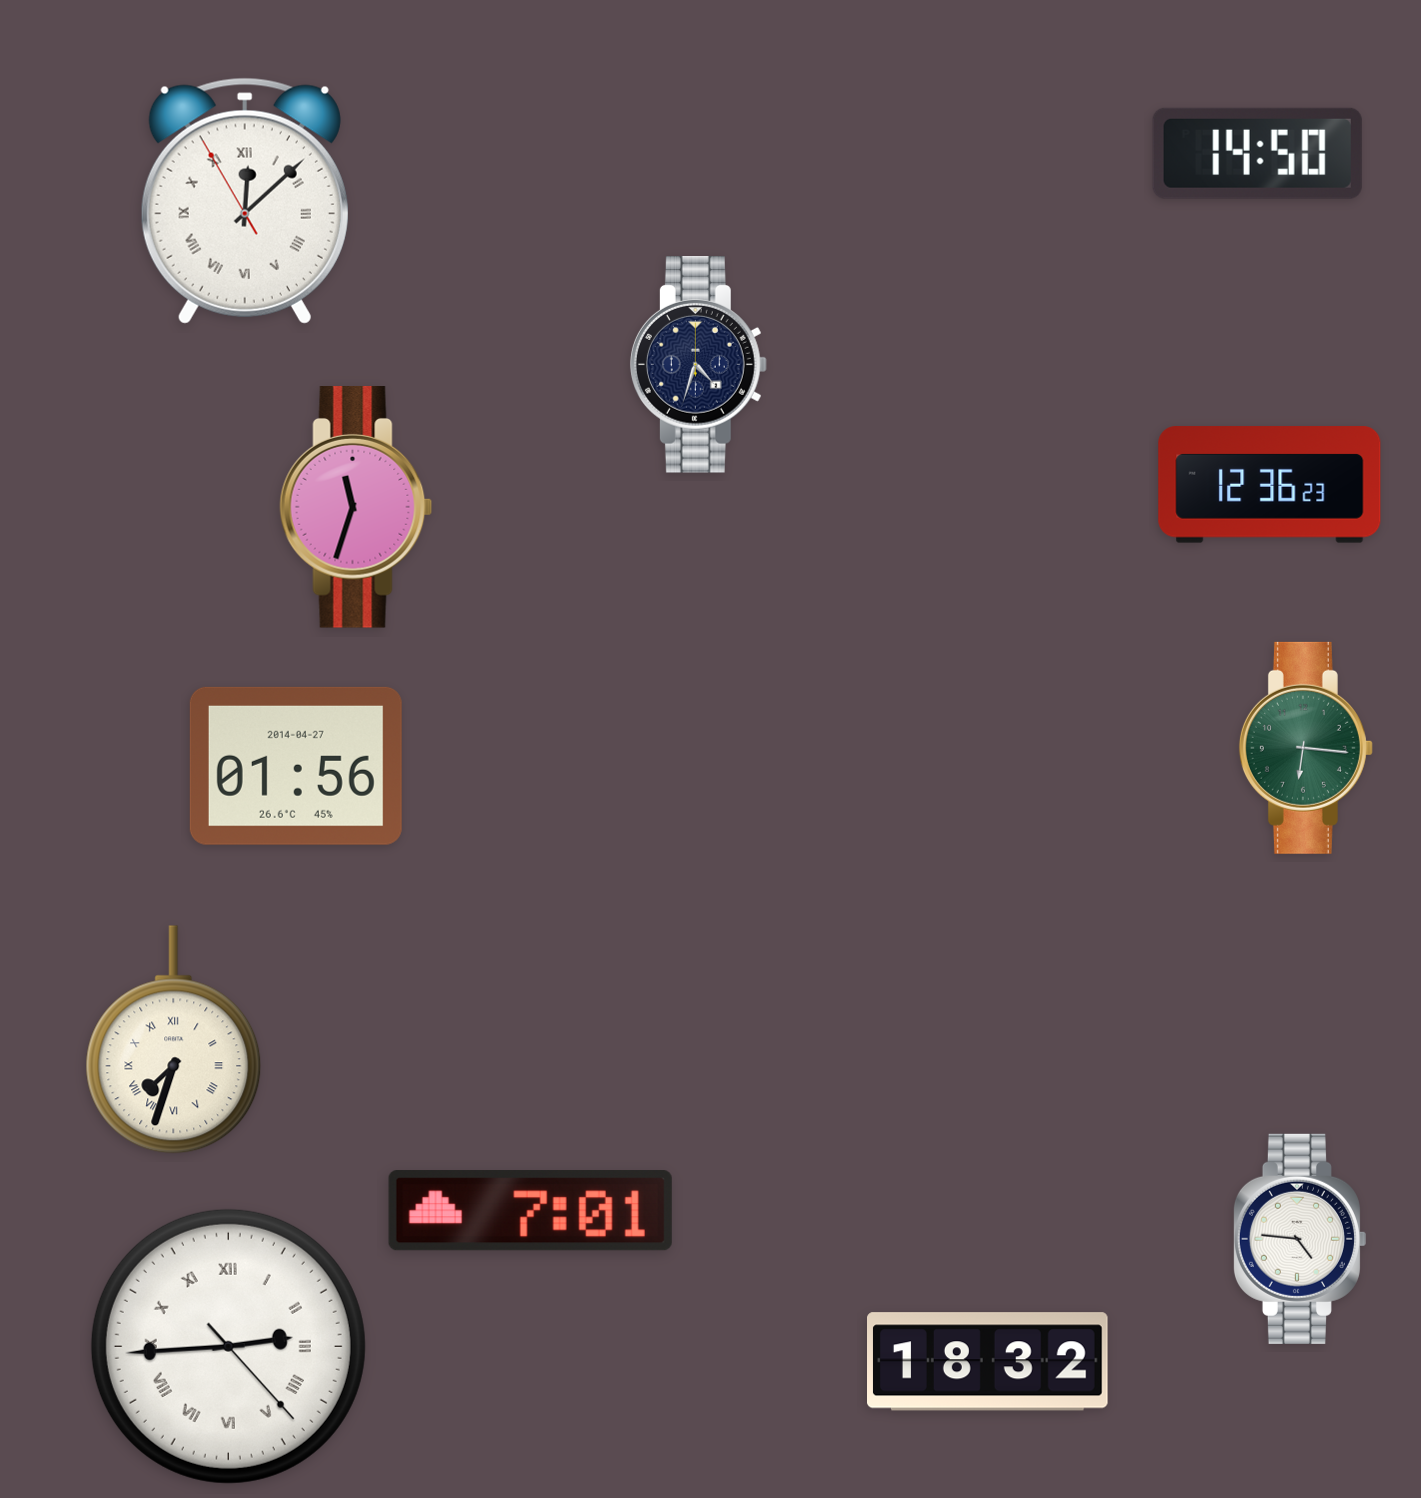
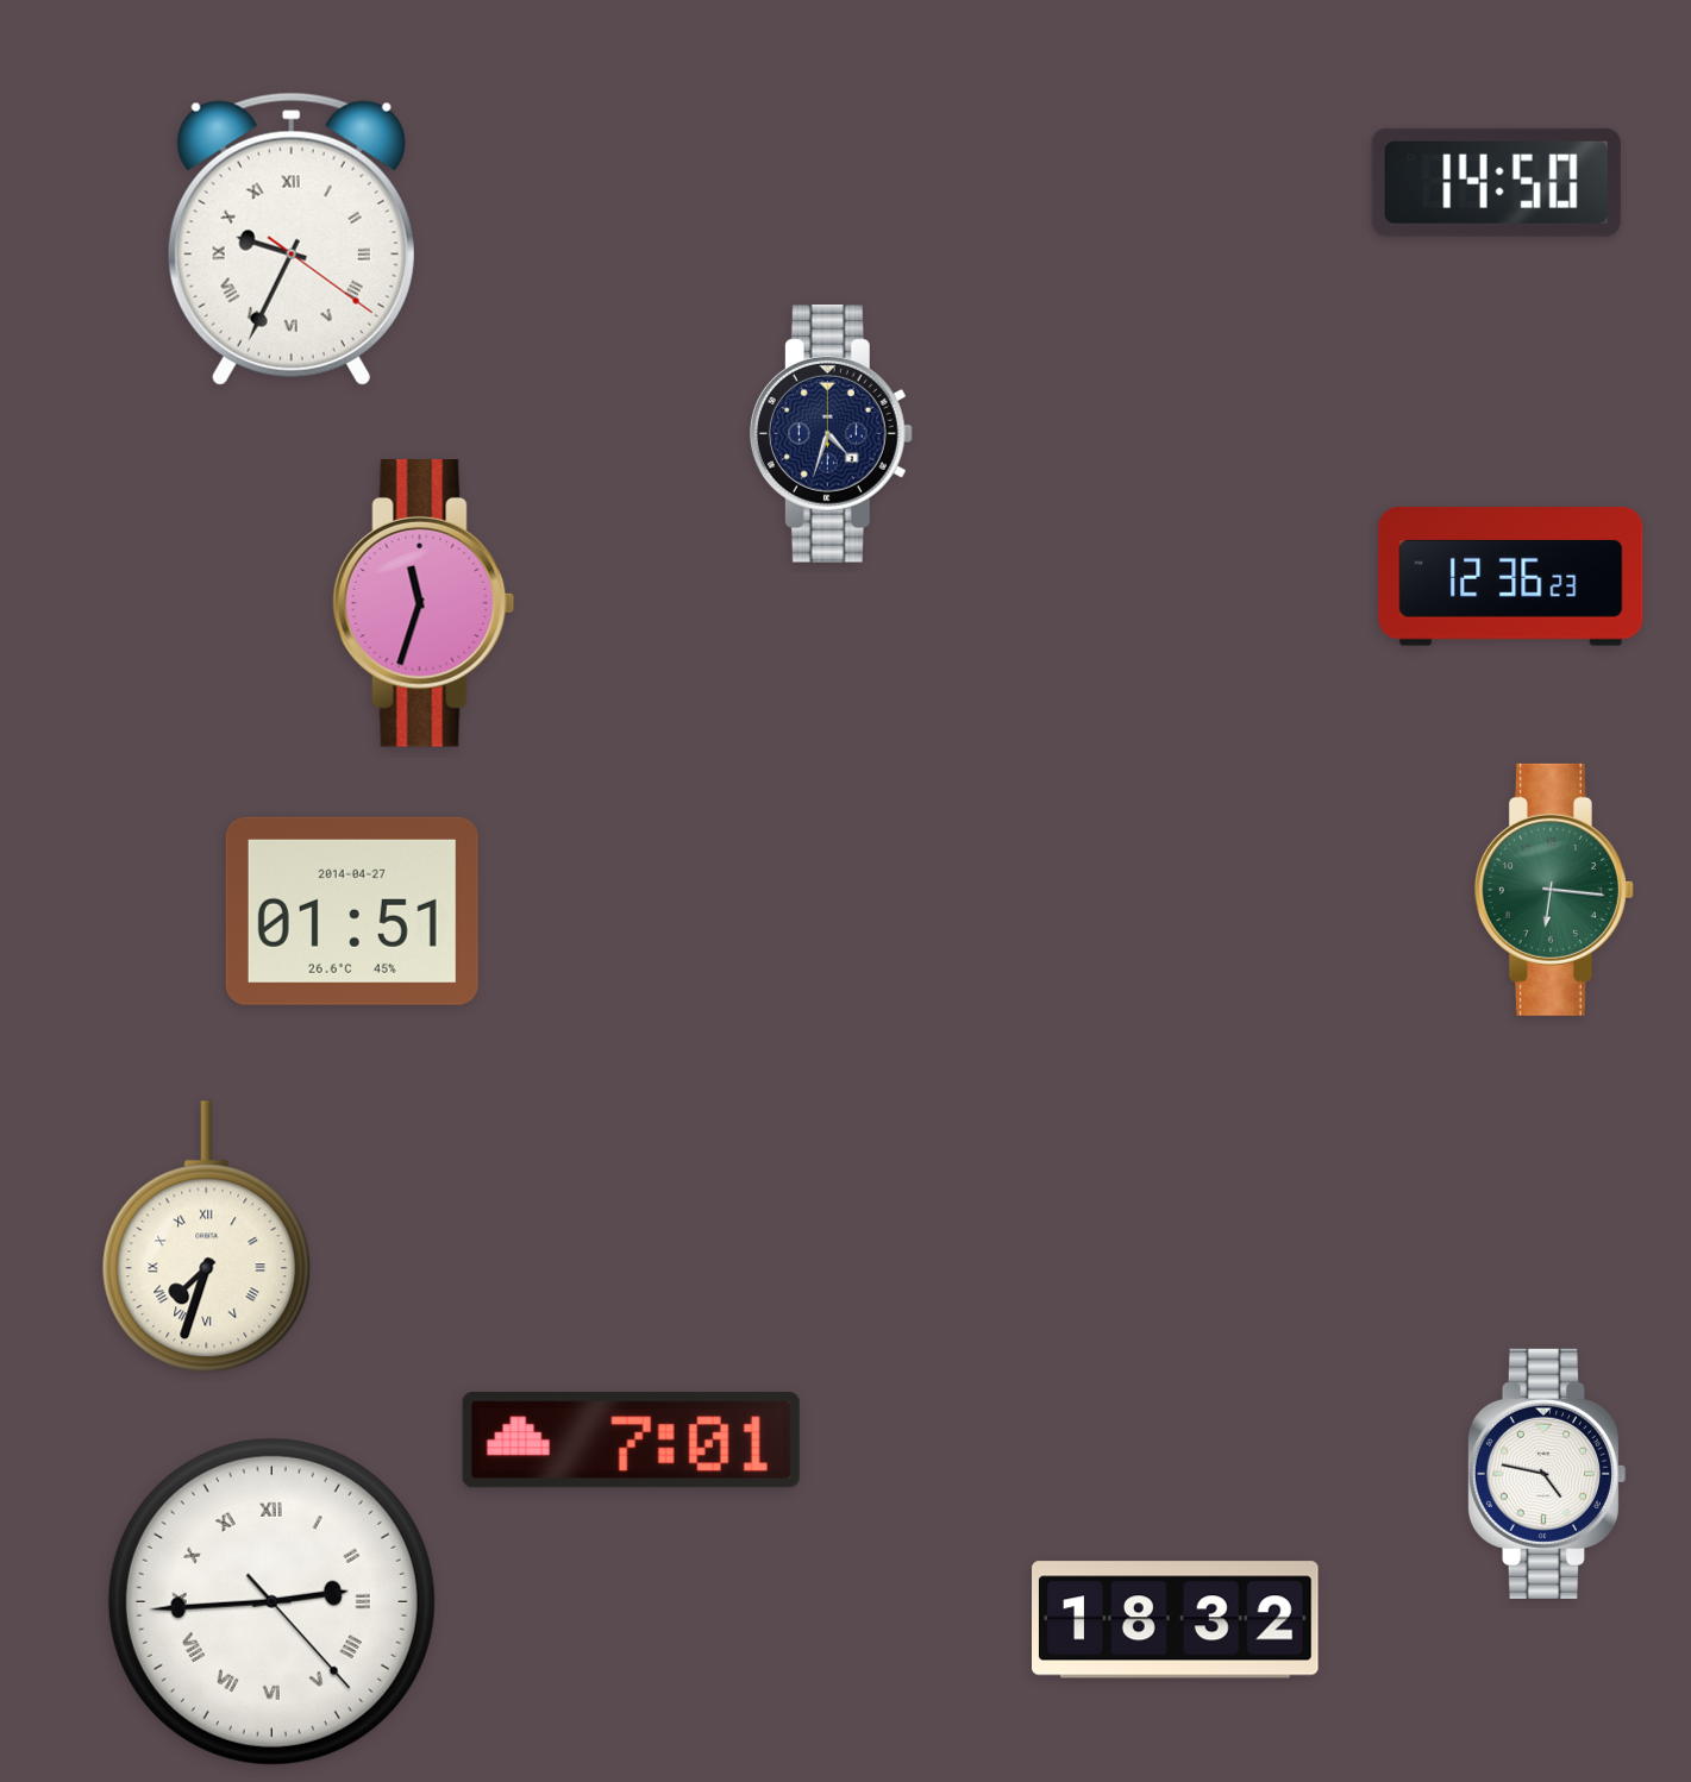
clock at (245, 201): 12:07 -> 9:34
clock at (296, 766): 01:56 -> 01:51
clock at (1299, 1239): 4:46 -> 4:47
